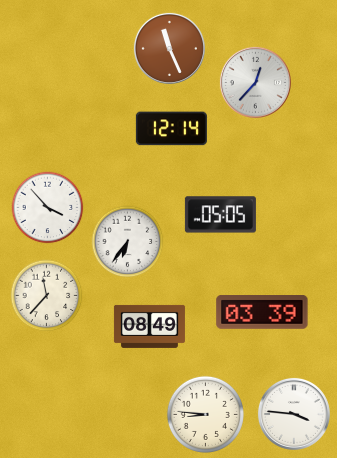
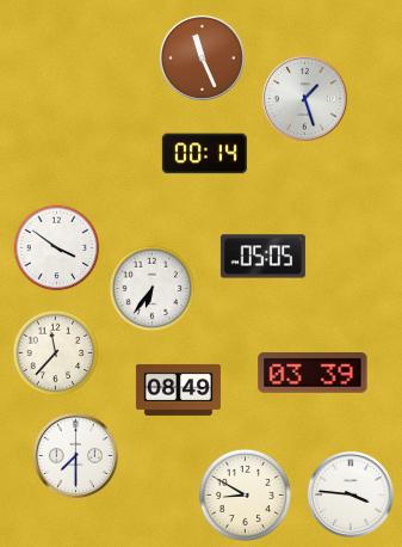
clock at (255, 82): 12:37 -> 1:27
clock at (171, 129): 12:14 -> 00:14
clock at (48, 208): 3:53 -> 3:51
clock at (75, 455): none -> 7:30
clock at (205, 414): 8:46 -> 8:50
